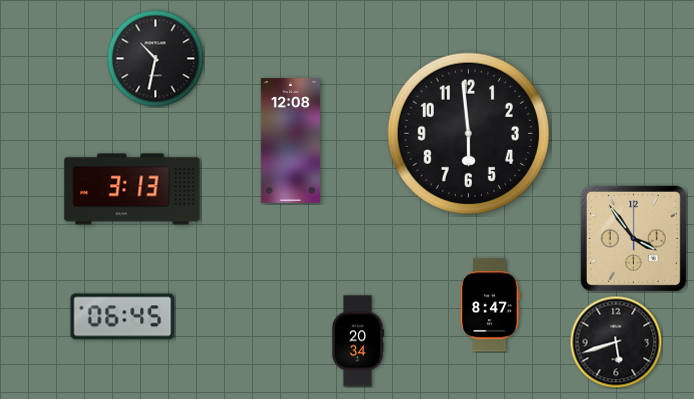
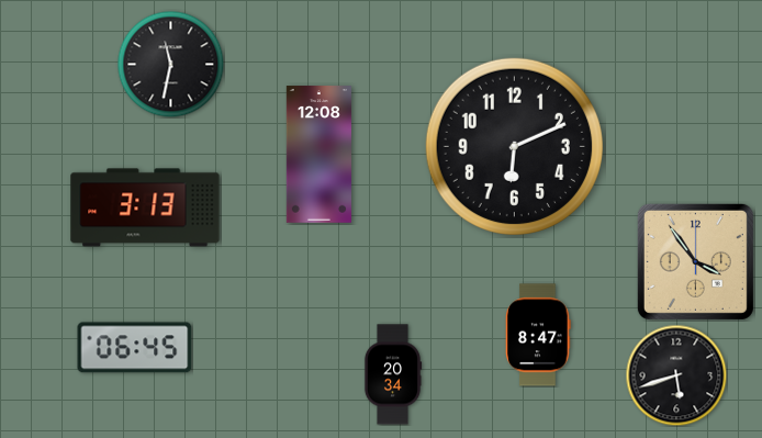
clock at (155, 58): 10:32 -> 11:32
clock at (468, 133): 5:59 -> 6:11
